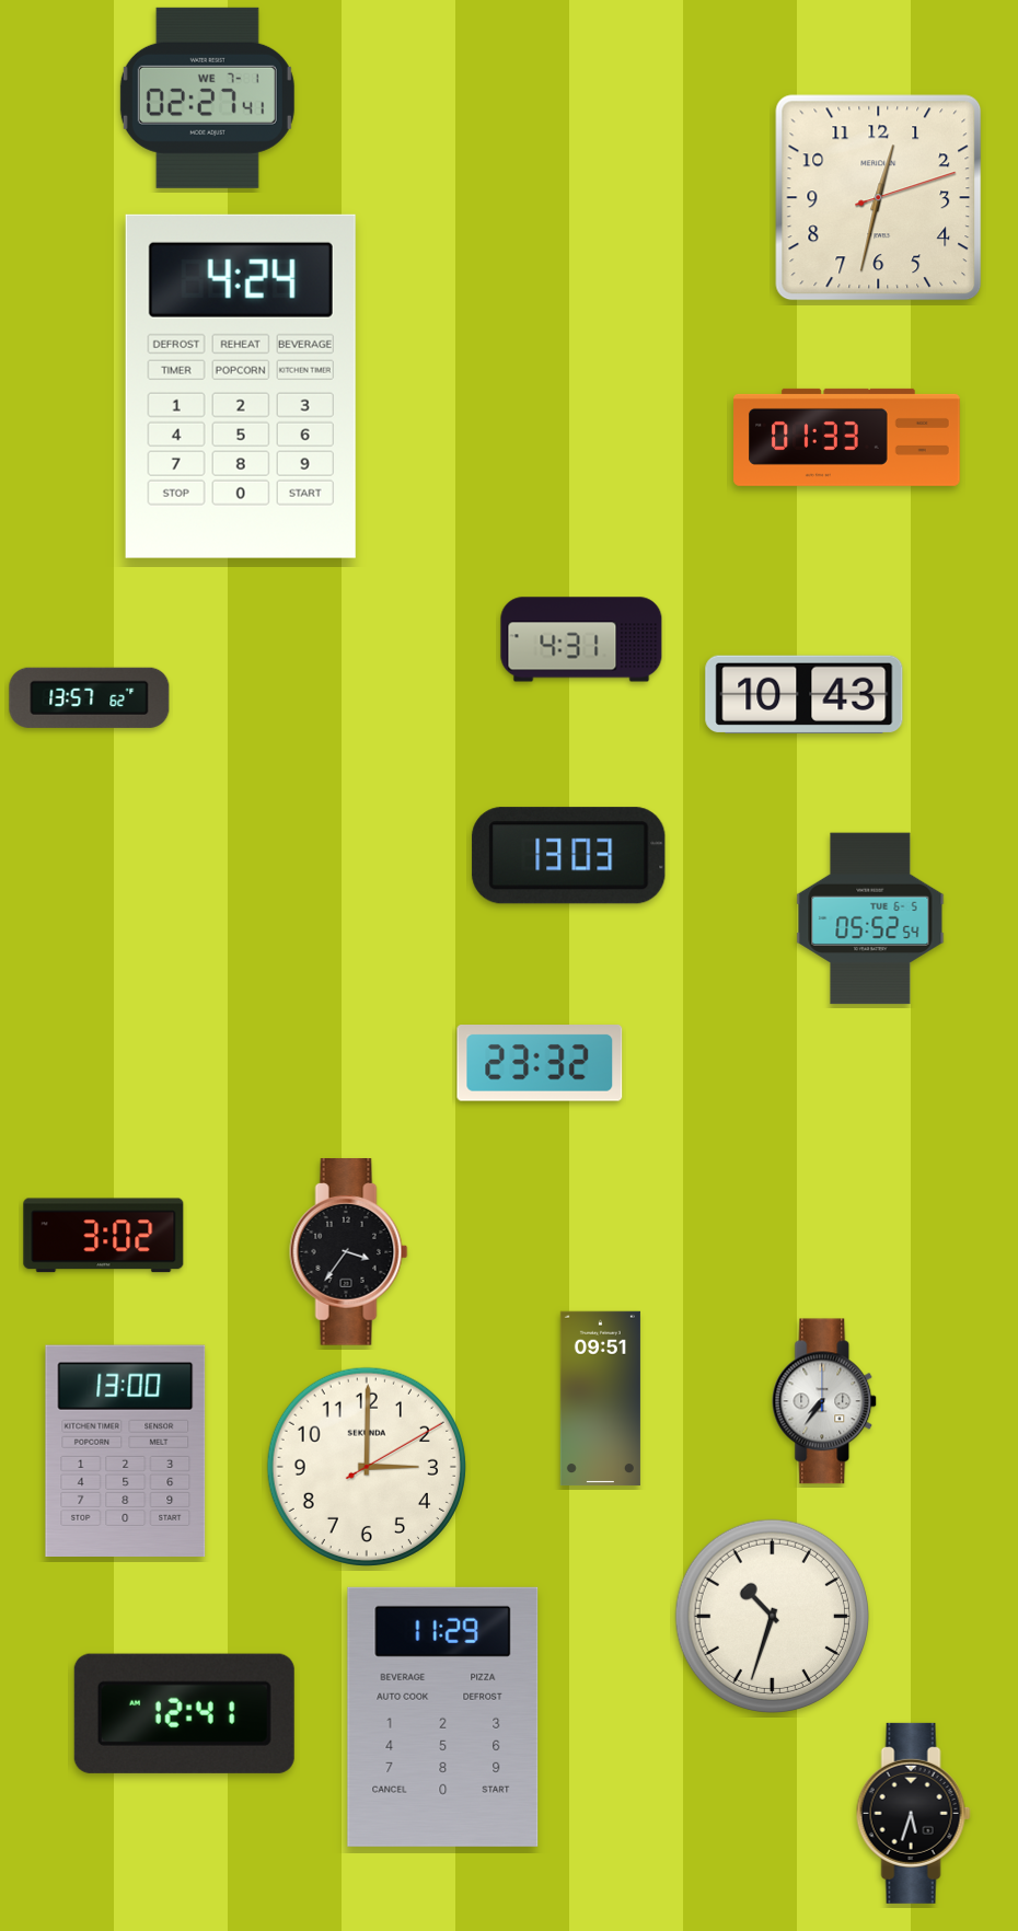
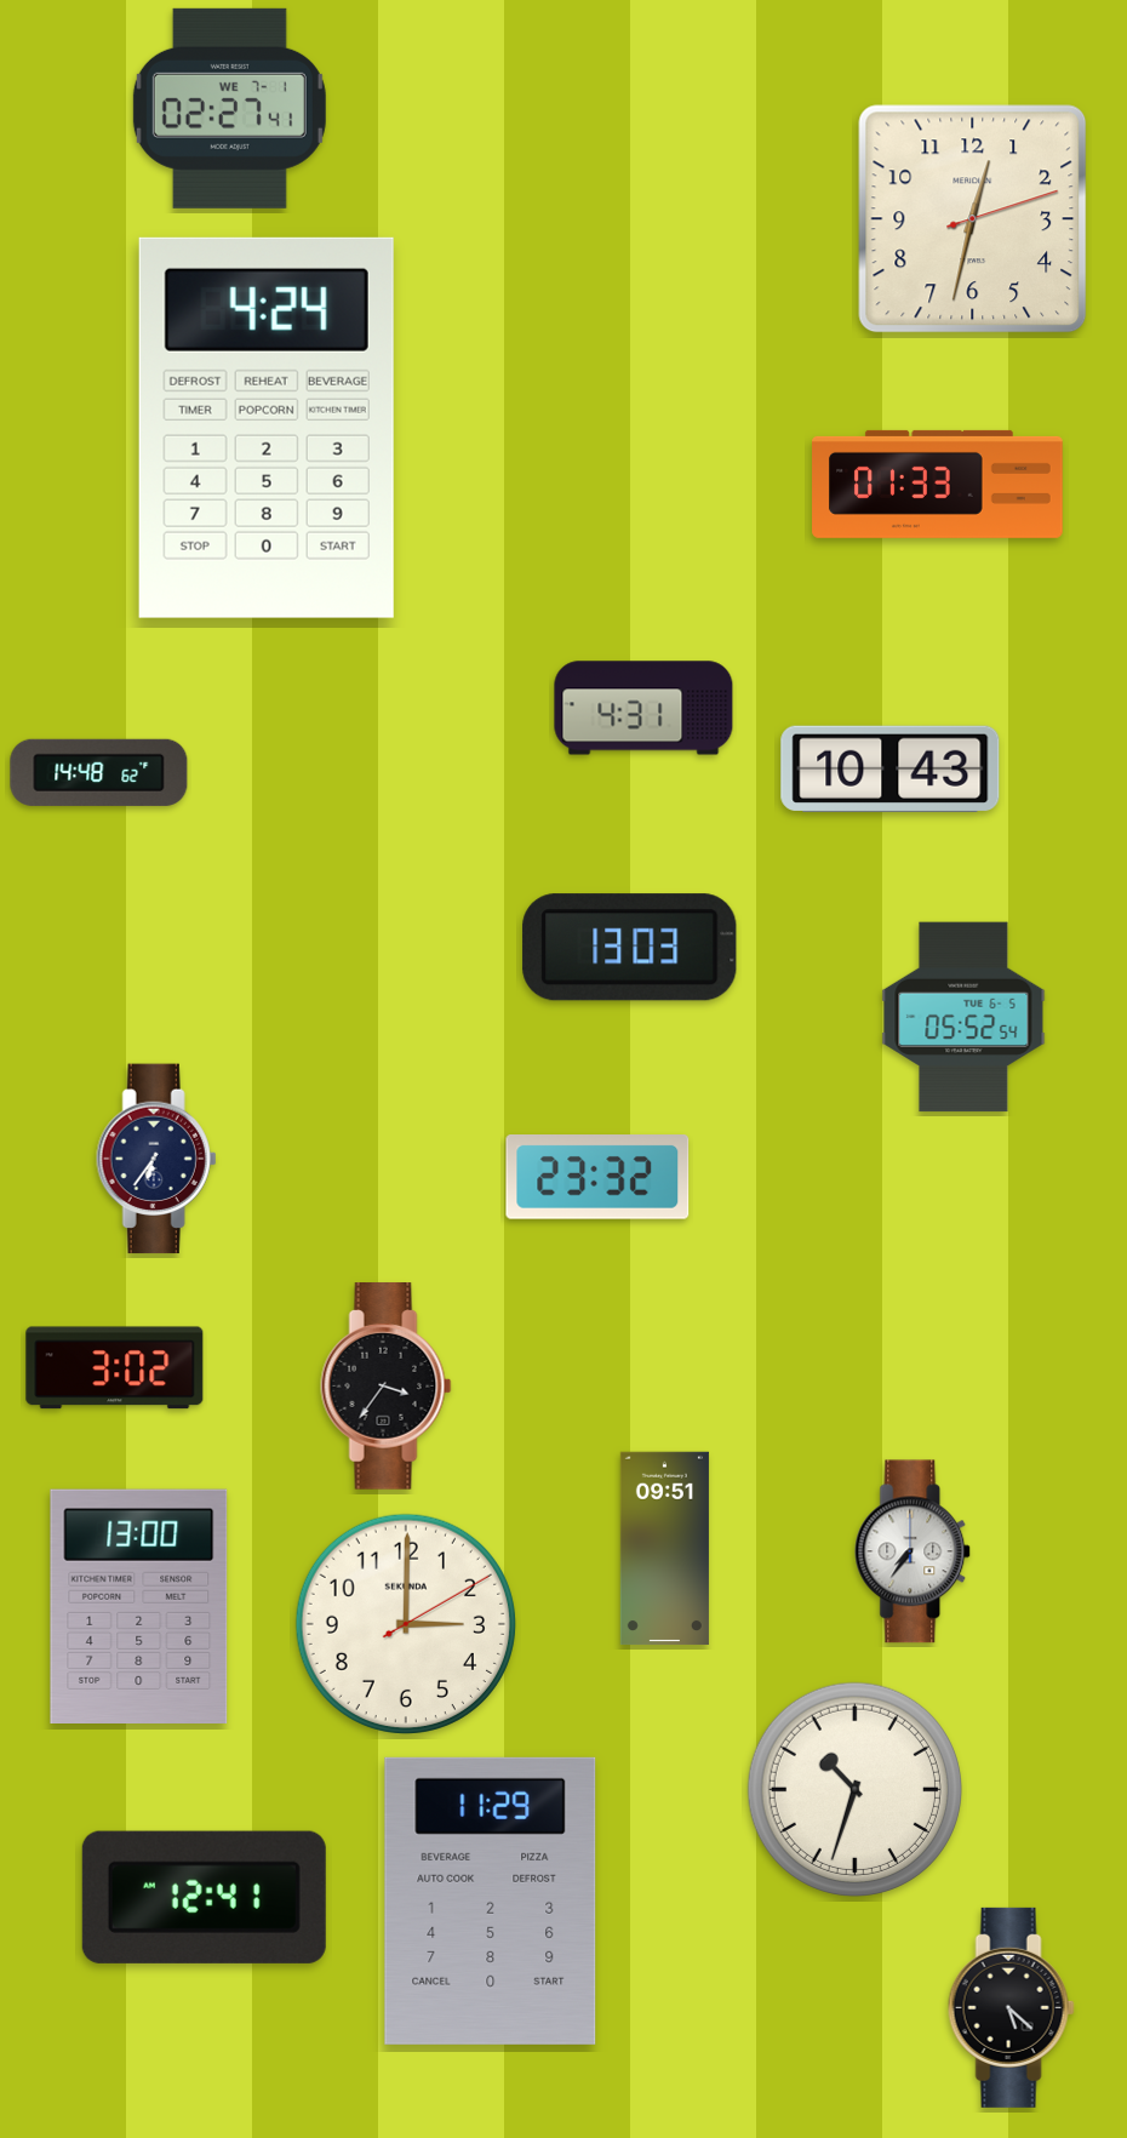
clock at (90, 697): 13:57 -> 14:48
clock at (156, 1159): none -> 6:36
clock at (913, 1813): 5:33 -> 5:22
